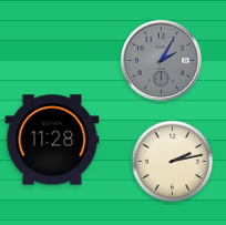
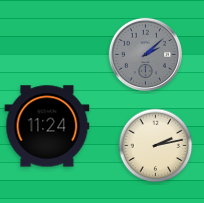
clock at (161, 60): 2:05 -> 2:08
clock at (52, 140): 11:28 -> 11:24
